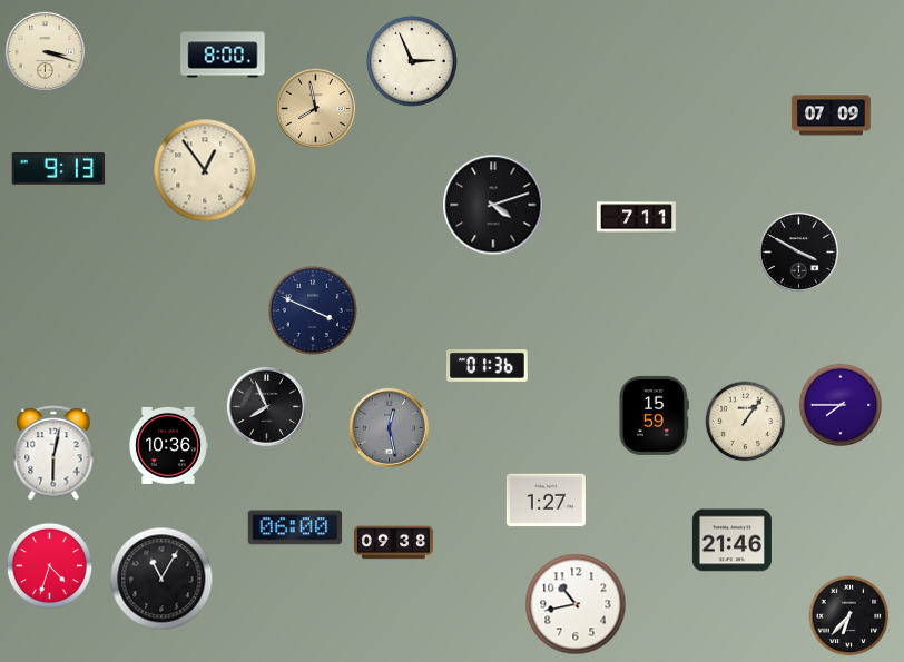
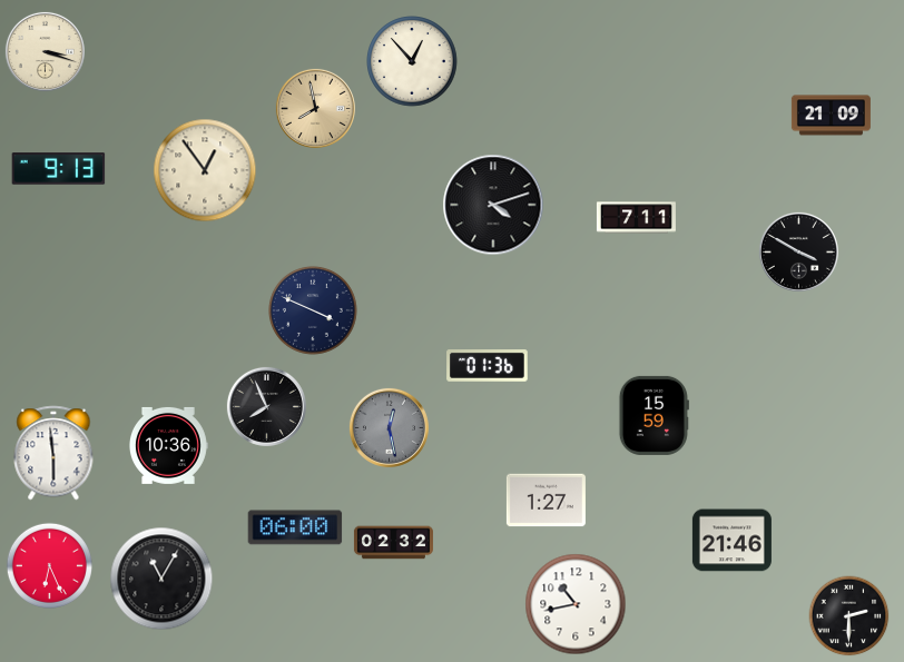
clock at (223, 53): 8:00 -> none
clock at (412, 61): 2:56 -> 12:53
clock at (831, 116): 07:09 -> 21:09
clock at (841, 405): 7:45 -> none
clock at (746, 422): 1:06 -> none
clock at (53, 453): 6:02 -> 5:59
clock at (393, 543): 09:38 -> 02:32
clock at (49, 565): 4:33 -> 6:26
clock at (849, 616): 6:37 -> 2:30
